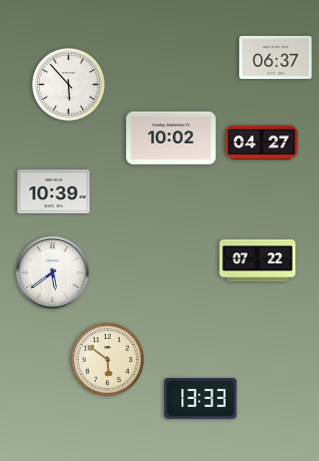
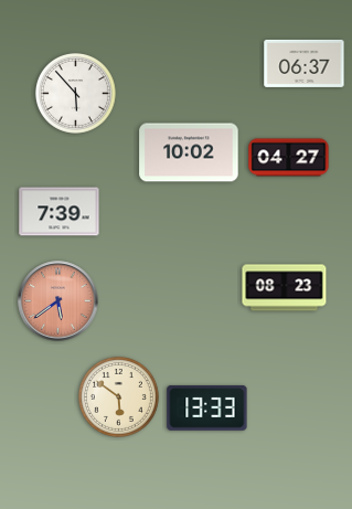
clock at (54, 192): 10:39 -> 7:39
clock at (258, 261): 07:22 -> 08:23
clock at (53, 273) dial: white -> salmon
clock at (201, 398) position: (201, 398) -> (207, 407)
